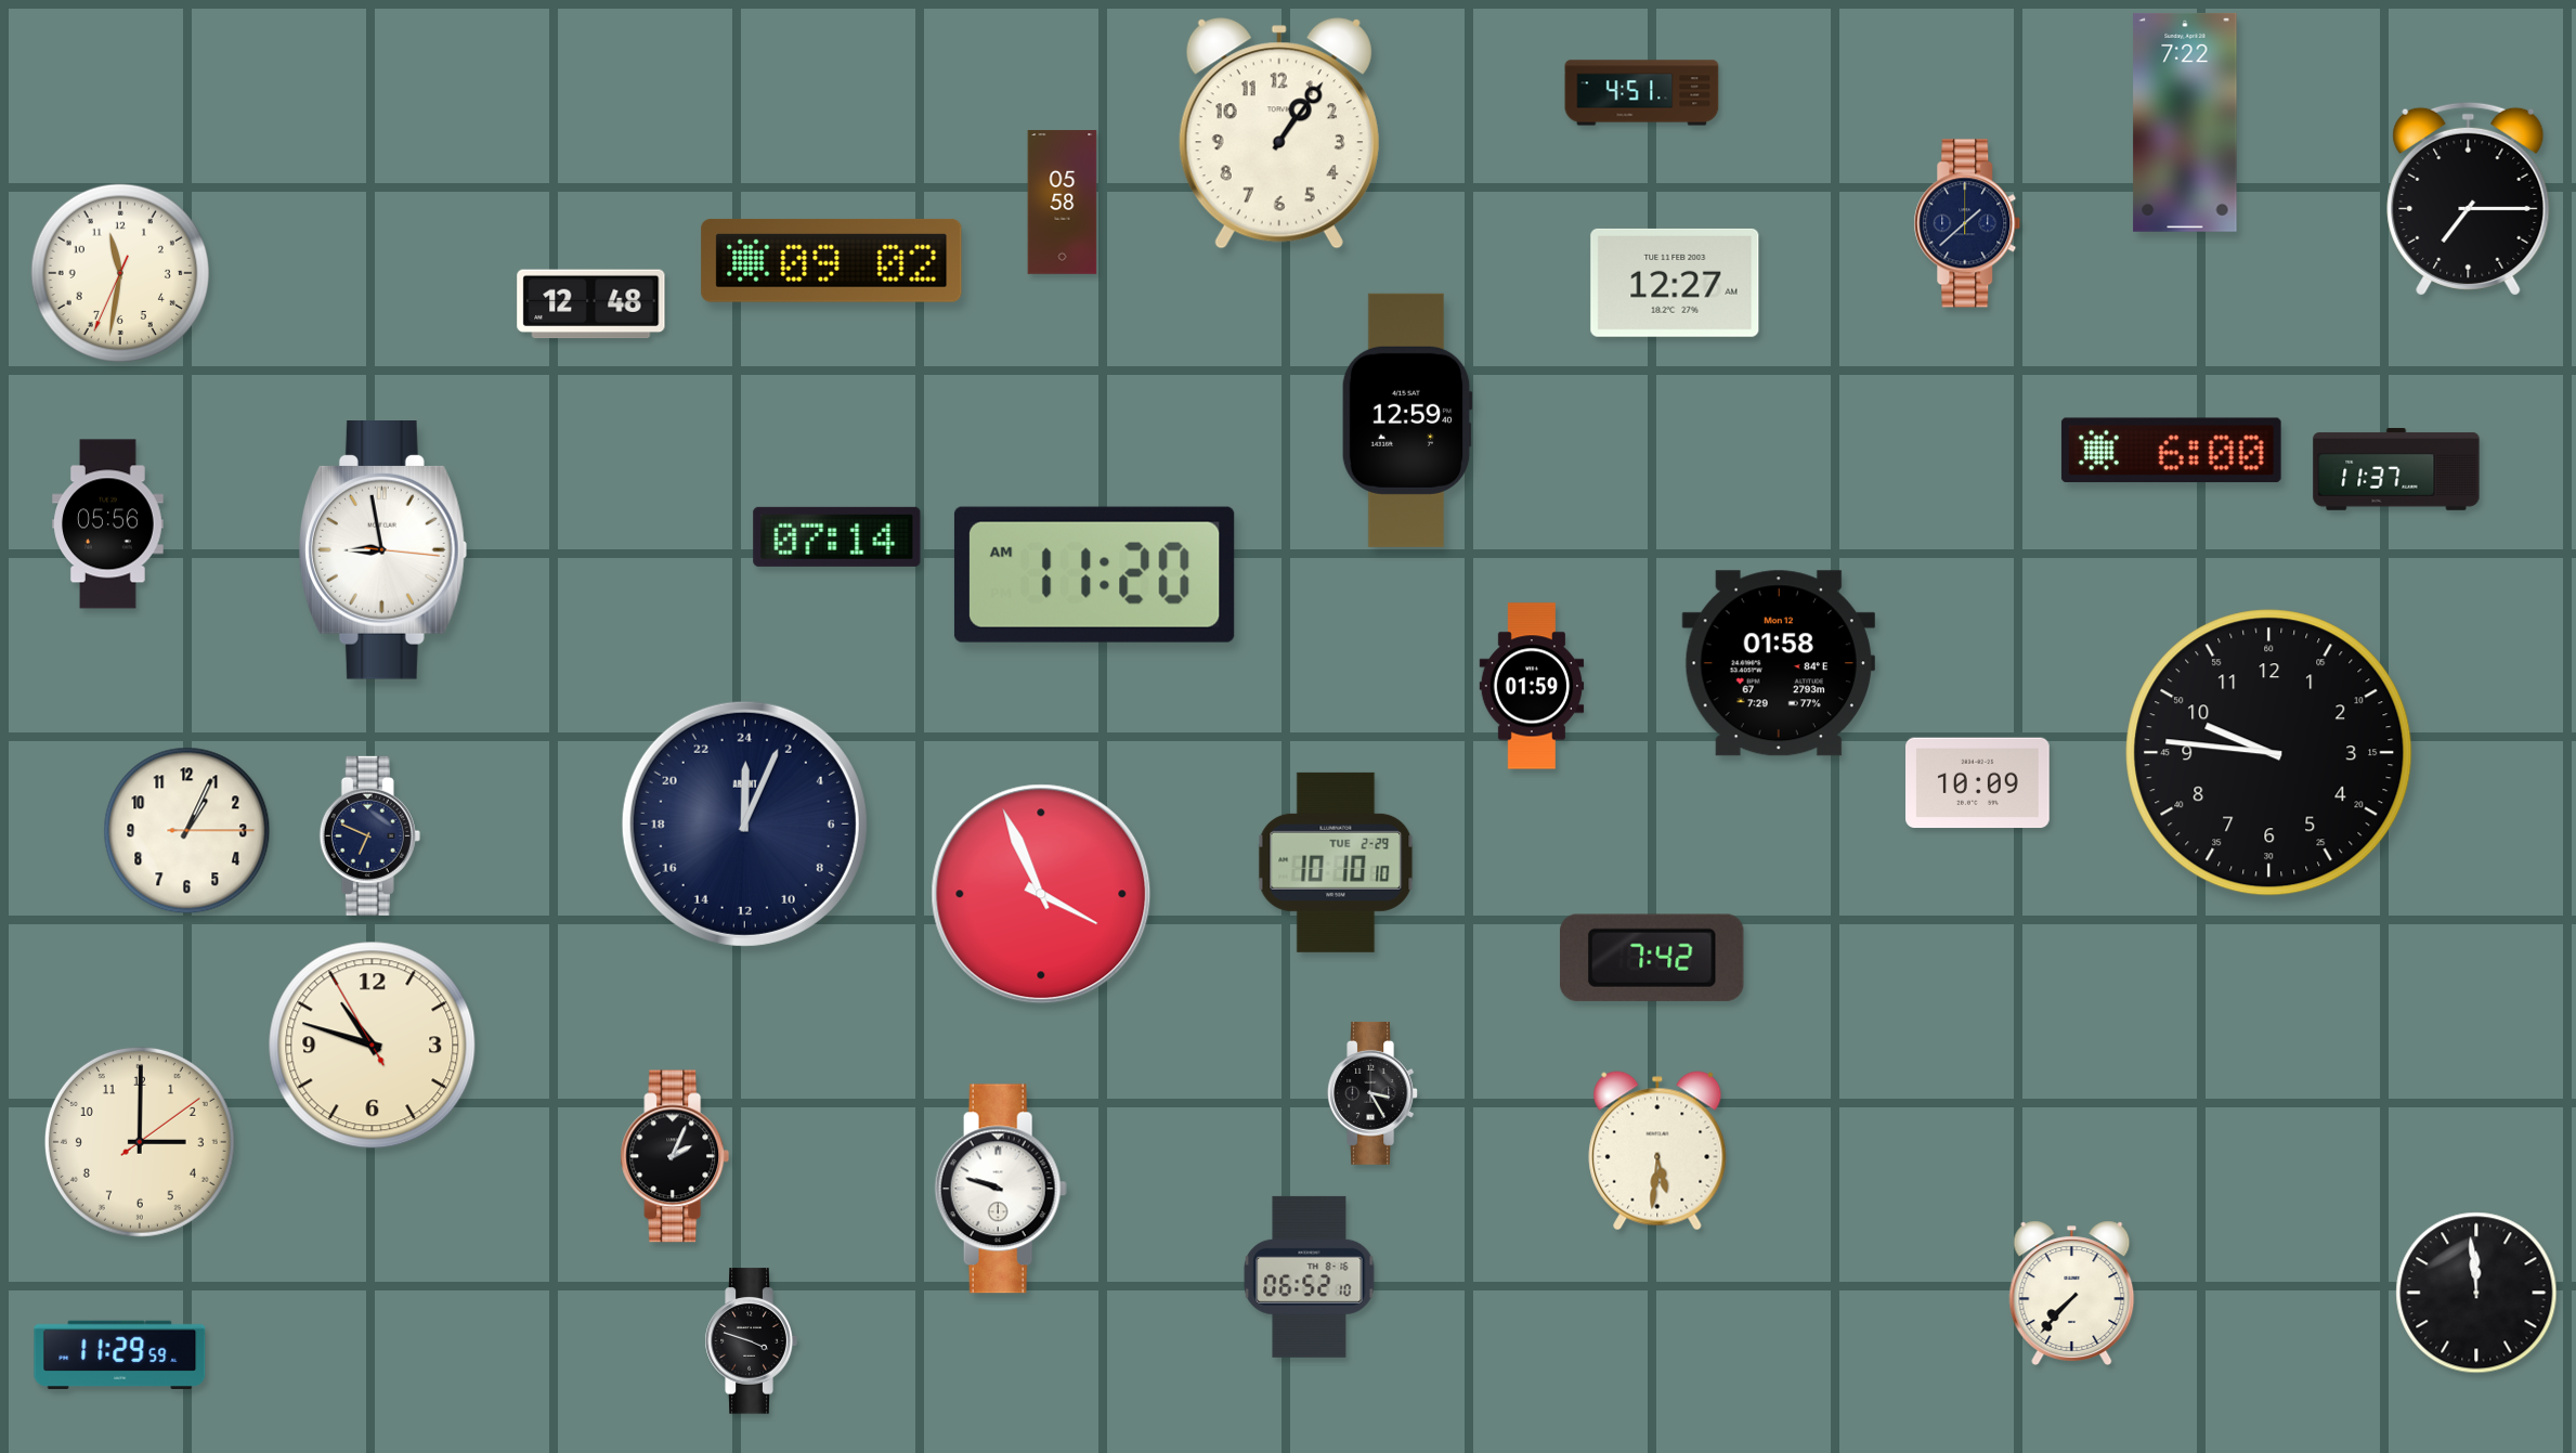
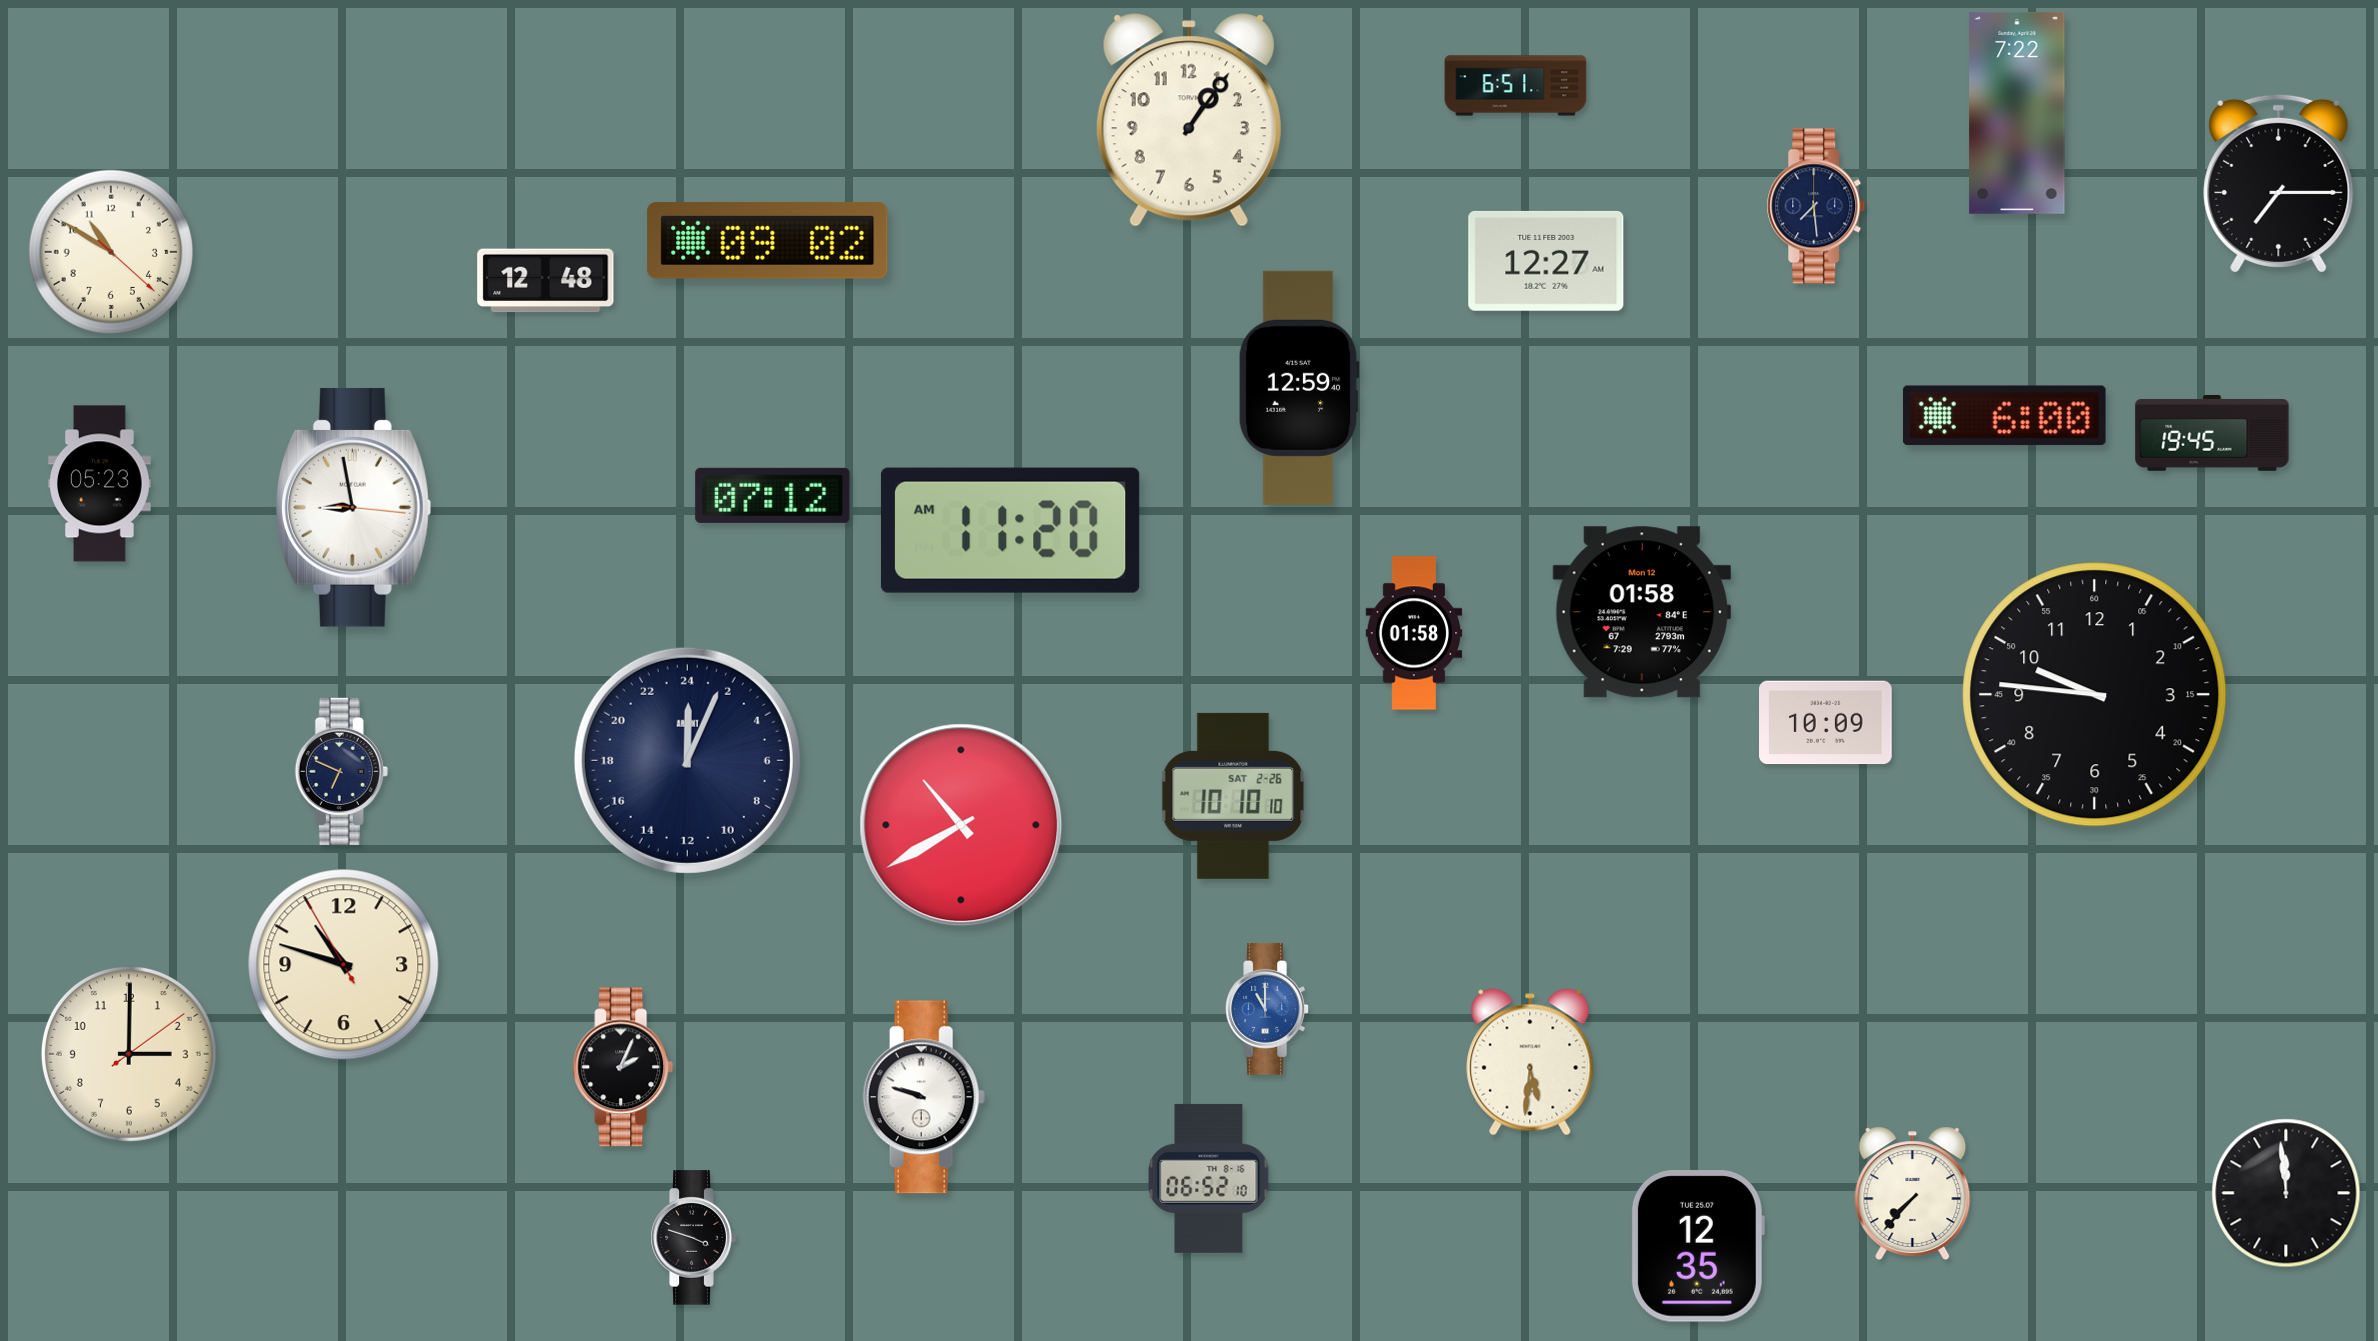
clock at (1642, 93): 4:51 -> 6:51
clock at (1279, 133) position: (1279, 133) -> (1189, 120)
clock at (1063, 203): 05:58 -> none
clock at (1967, 223): 1:38 -> 7:29
clock at (120, 273): 11:31 -> 10:50
clock at (2396, 469): 11:37 -> 19:45
clock at (108, 524): 05:56 -> 05:23
clock at (837, 536): 07:14 -> 07:12
clock at (1532, 686): 01:59 -> 01:58
clock at (187, 831): 1:04 -> none
clock at (1336, 862) date: TUE 2-29 -> SAT 2-26
clock at (1041, 894): 3:56 -> 10:40
clock at (1652, 958): 7:42 -> none
clock at (1372, 1093): 3:25 -> 11:00
clock at (1372, 1093) dial: black -> blue
clock at (1698, 1246): none -> 12:35
clock at (120, 1354): 11:29 -> none
